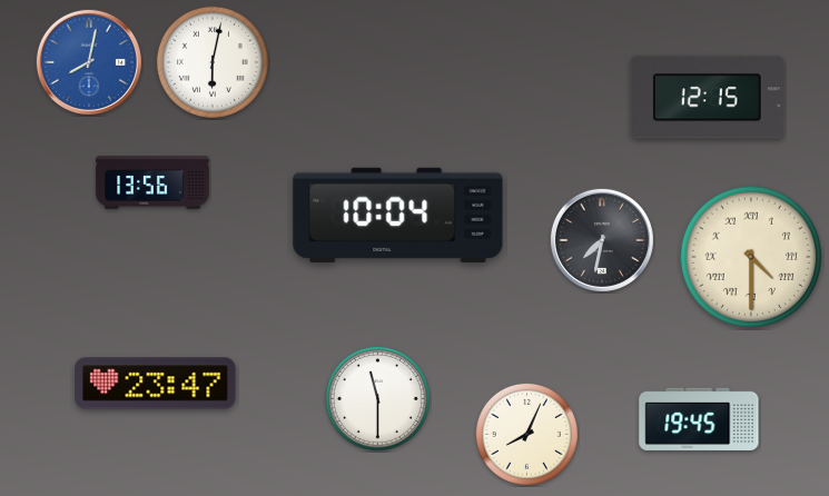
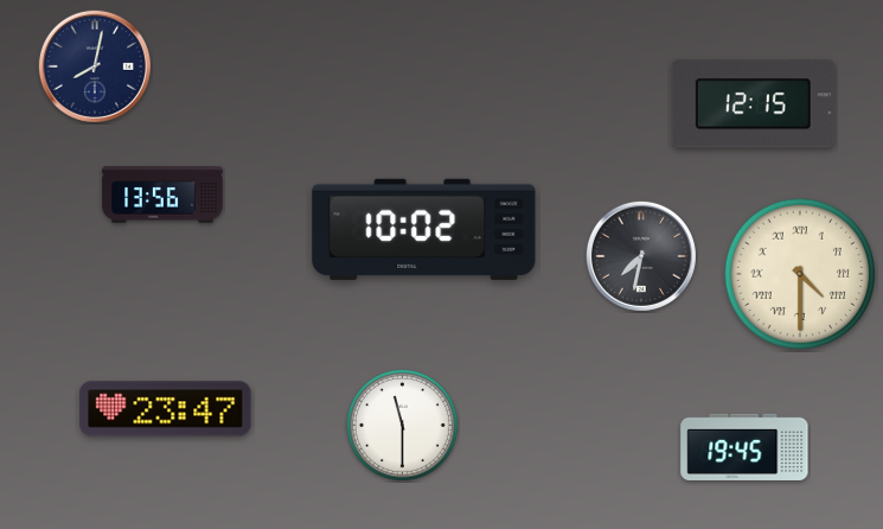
clock at (89, 62) dial: blue -> navy
clock at (213, 62): 6:02 -> none
clock at (398, 215): 10:04 -> 10:02
clock at (526, 434): 8:04 -> none
